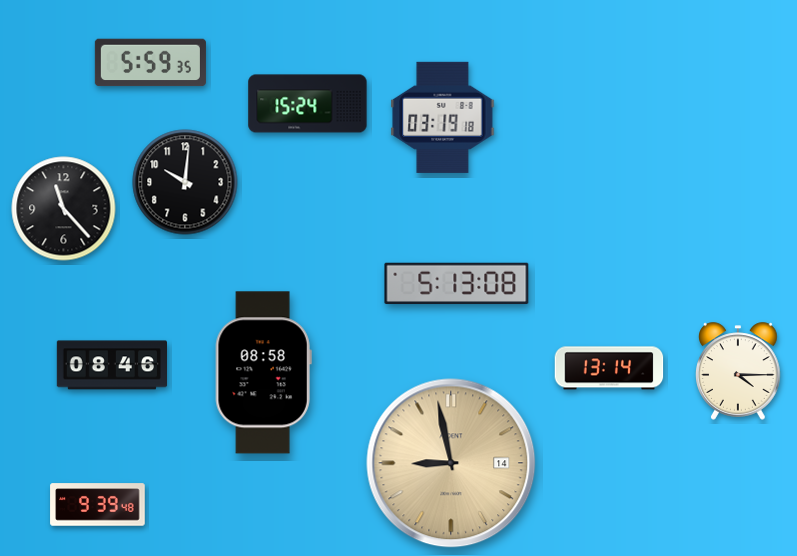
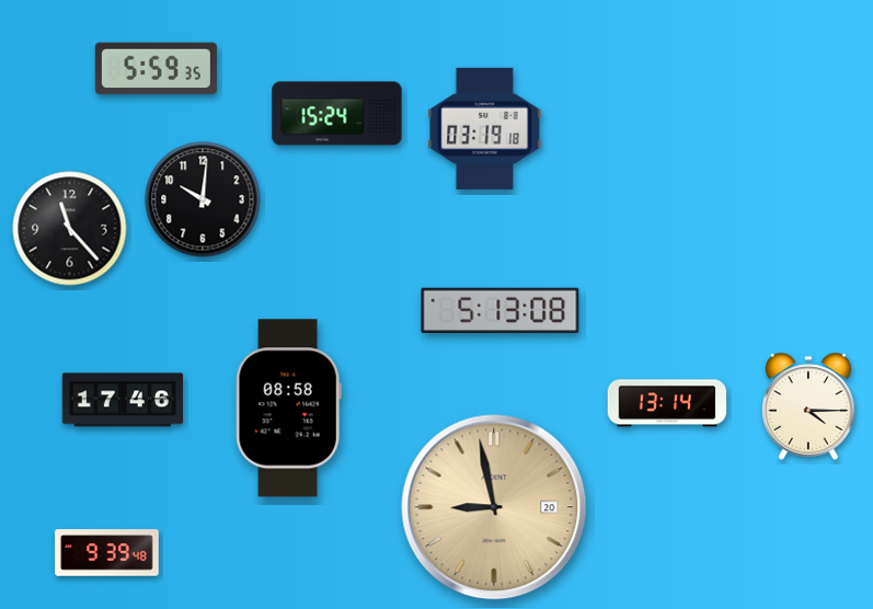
clock at (150, 63) position: (150, 63) -> (156, 69)
clock at (111, 365): 08:46 -> 17:46
clock at (451, 463) date: 14 -> 20
